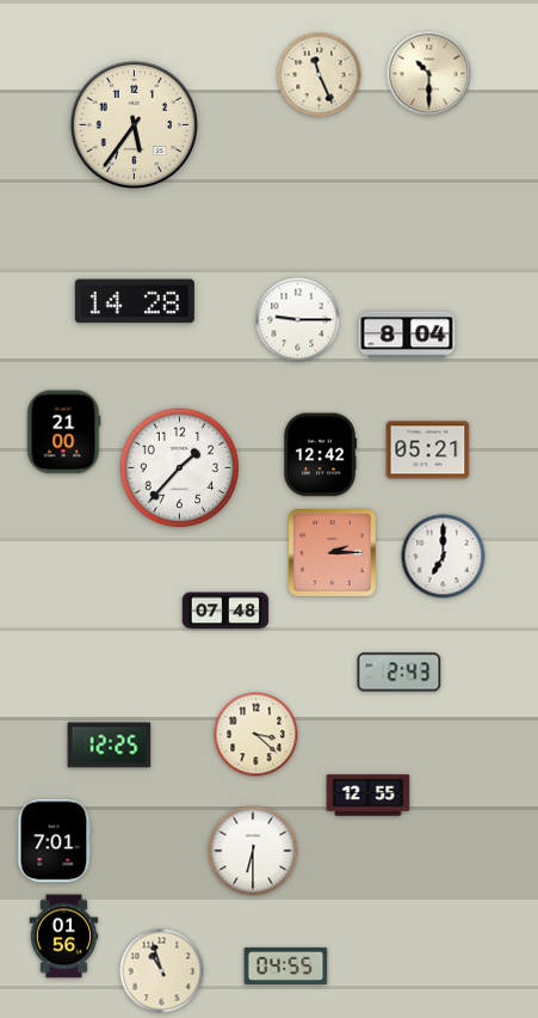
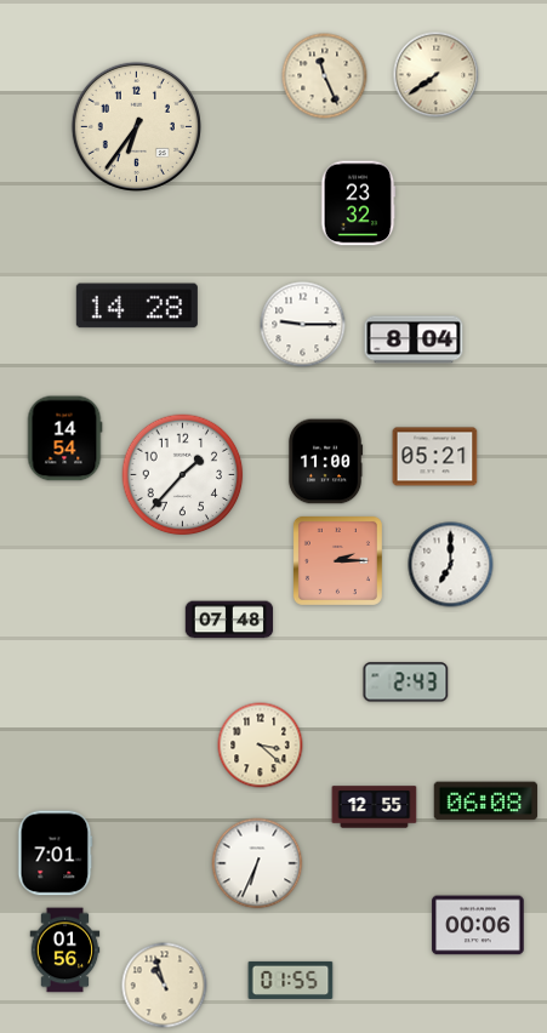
clock at (429, 74): 10:30 -> 7:39
clock at (134, 124): 5:36 -> 6:36
clock at (358, 204): none -> 23:32
clock at (63, 433): 21:00 -> 14:54
clock at (320, 455): 12:42 -> 11:00
clock at (110, 746): 12:25 -> none
clock at (486, 801): none -> 06:08
clock at (253, 851): 6:30 -> 6:34
clock at (478, 925): none -> 00:06
clock at (286, 965): 04:55 -> 01:55
